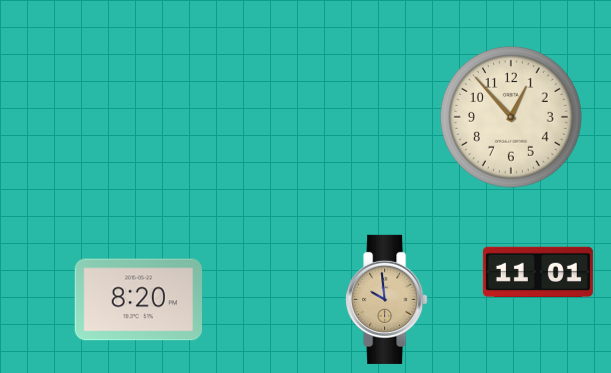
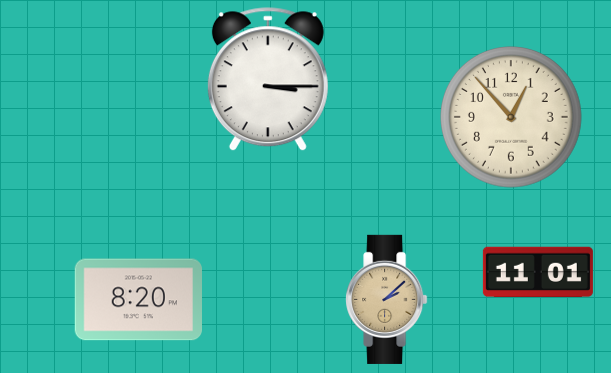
clock at (268, 80): none -> 3:15
clock at (387, 299): 9:59 -> 2:08
